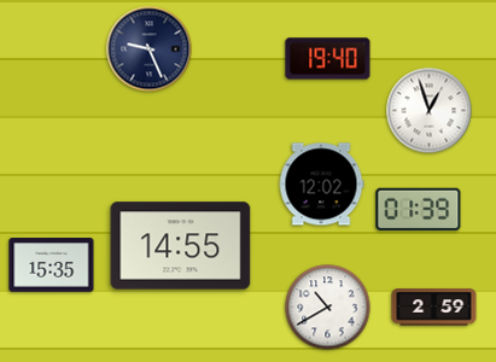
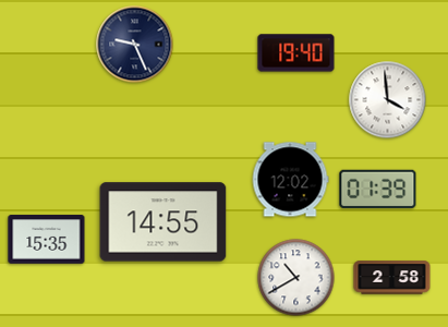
clock at (430, 111): 12:57 -> 3:59
clock at (321, 185) position: (321, 185) -> (290, 180)
clock at (434, 308): 2:59 -> 2:58
